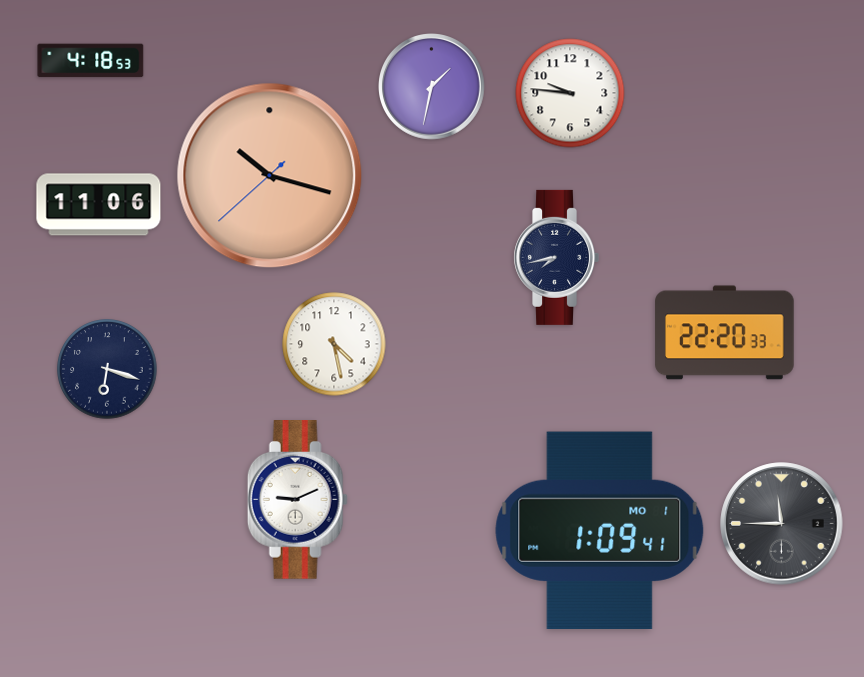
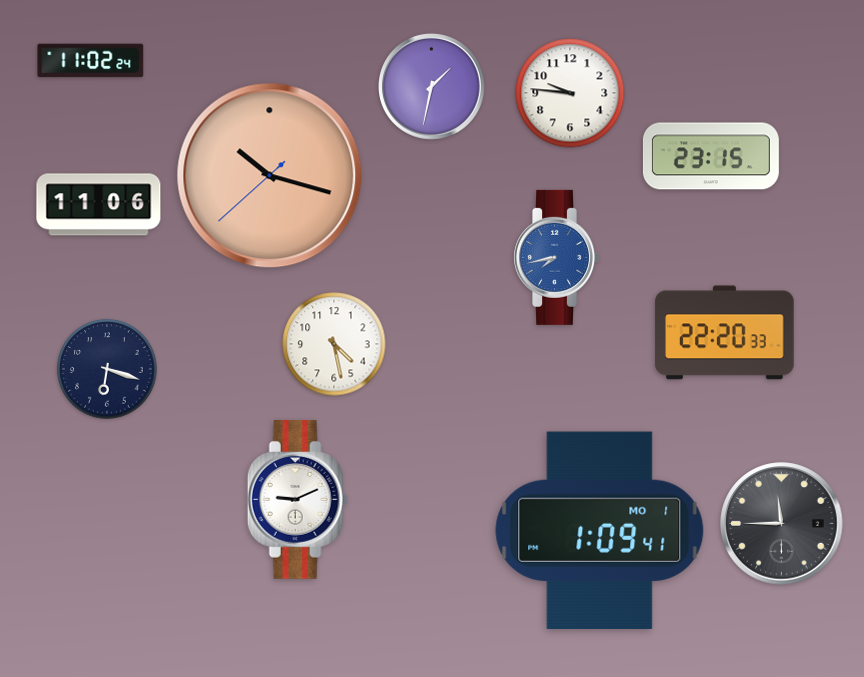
clock at (91, 61): 4:18 -> 11:02
clock at (711, 156): none -> 23:15
clock at (556, 257) dial: navy -> blue
